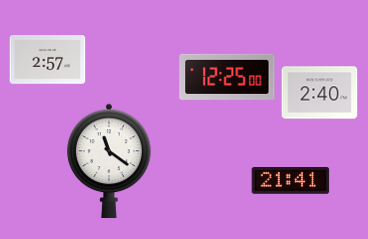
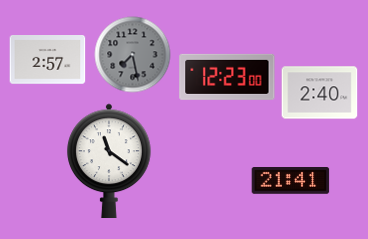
clock at (133, 55): none -> 7:28
clock at (227, 77): 12:25 -> 12:23
